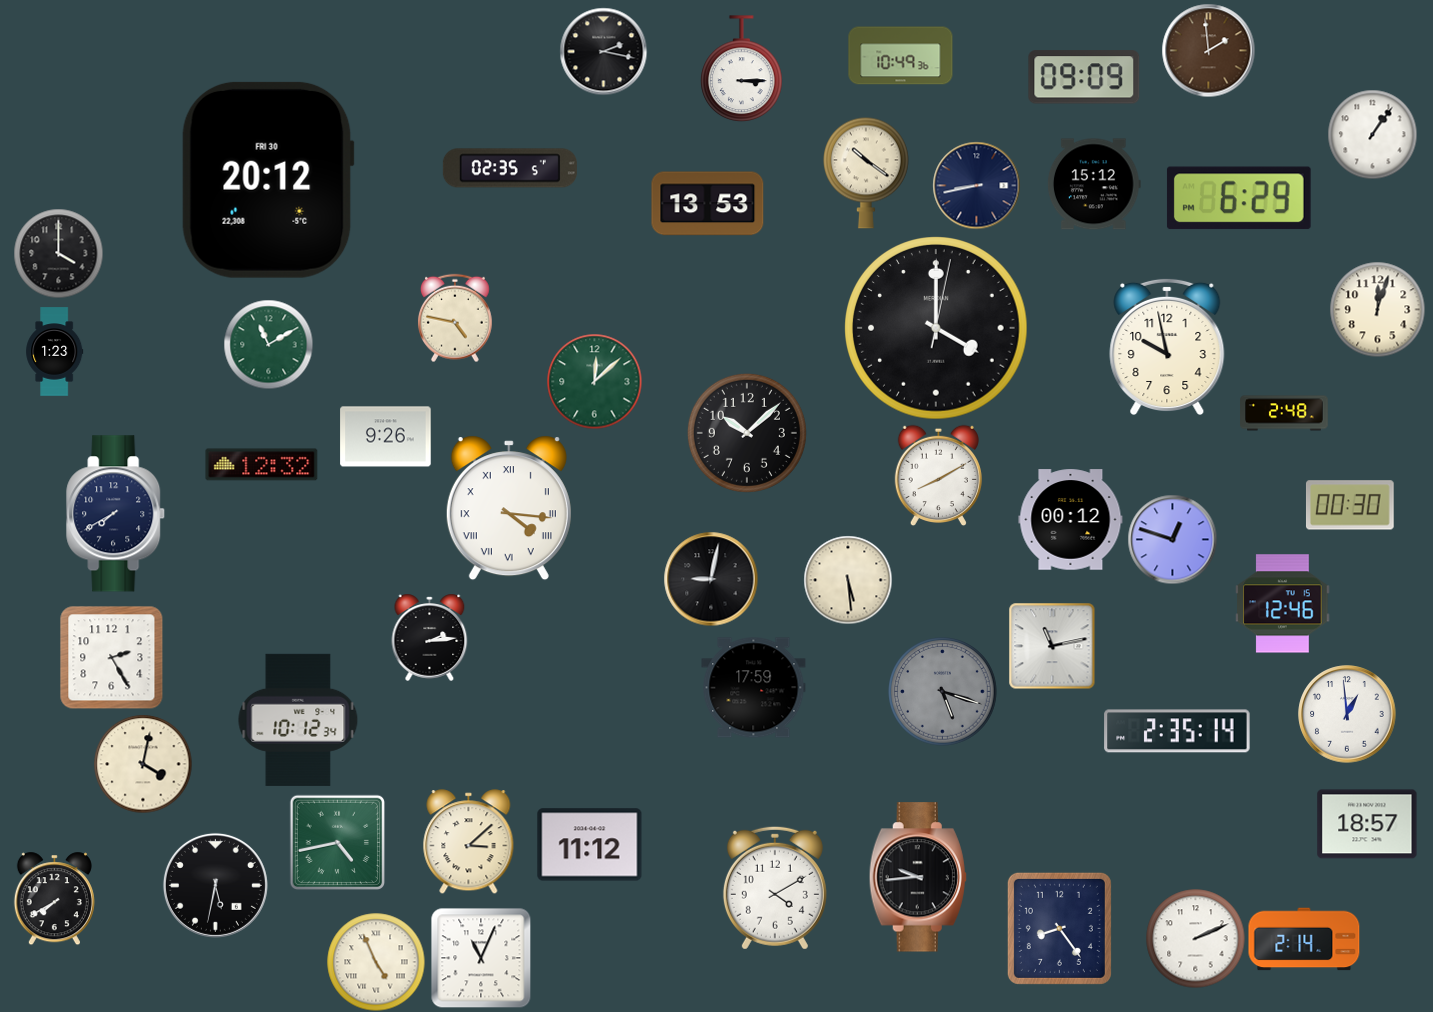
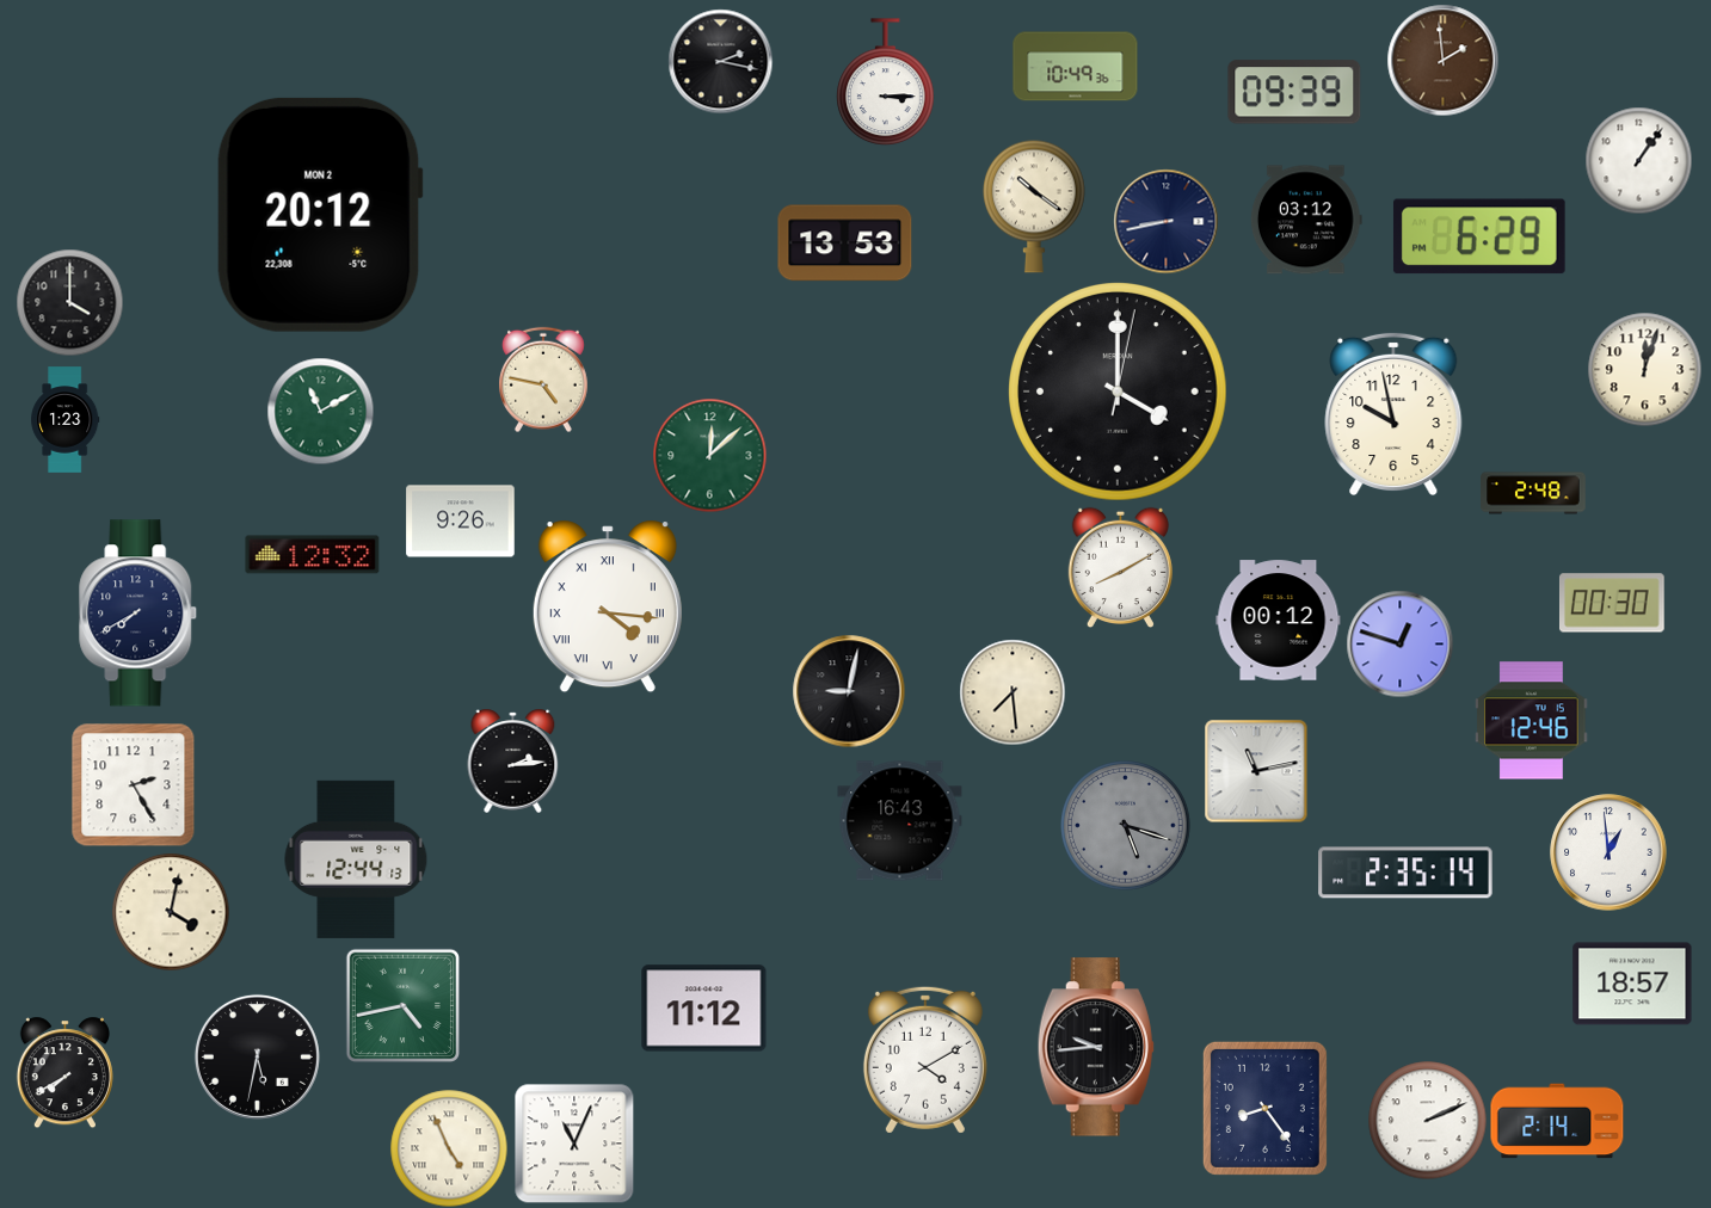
clock at (1084, 77): 09:09 -> 09:39
clock at (510, 168): 02:35 -> none
clock at (268, 180) date: FRI 30 -> MON 2
clock at (1094, 184): 15:12 -> 03:12
clock at (747, 433): 10:08 -> none
clock at (848, 580): 5:29 -> 7:29
clock at (754, 688): 17:59 -> 16:43
clock at (298, 720): 10:12 -> 12:44
clock at (469, 842): 3:08 -> none
